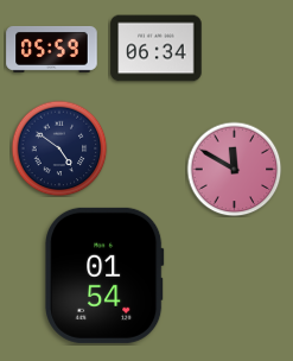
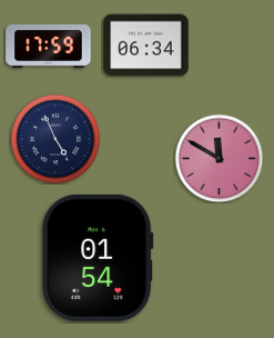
clock at (52, 49): 05:59 -> 17:59
clock at (59, 148): 4:51 -> 4:56
